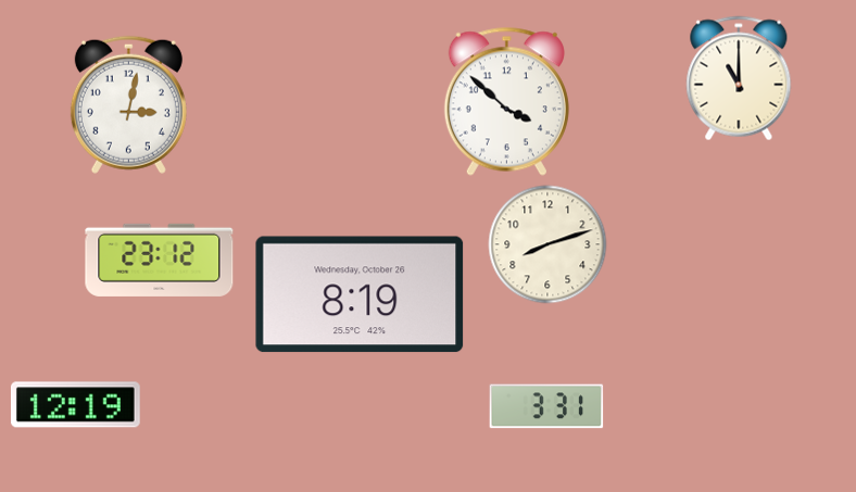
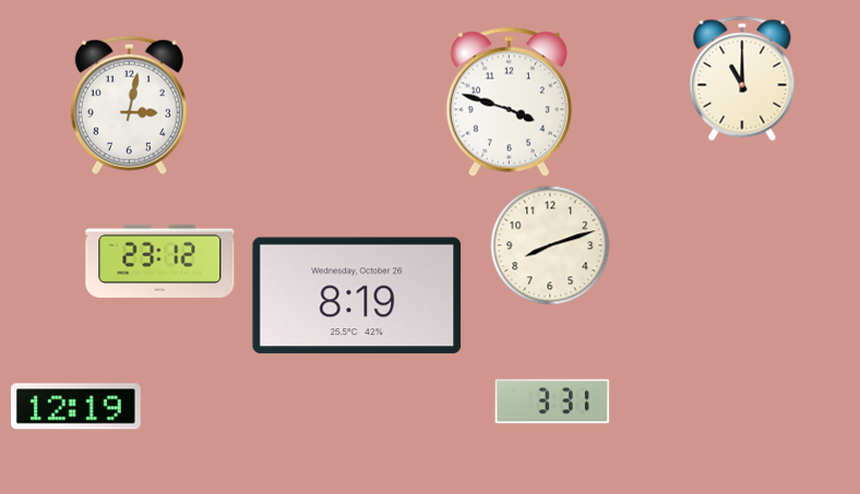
clock at (506, 101): 3:52 -> 3:48
clock at (360, 294) position: (360, 294) -> (357, 296)
clock at (546, 406) position: (546, 406) -> (552, 401)
